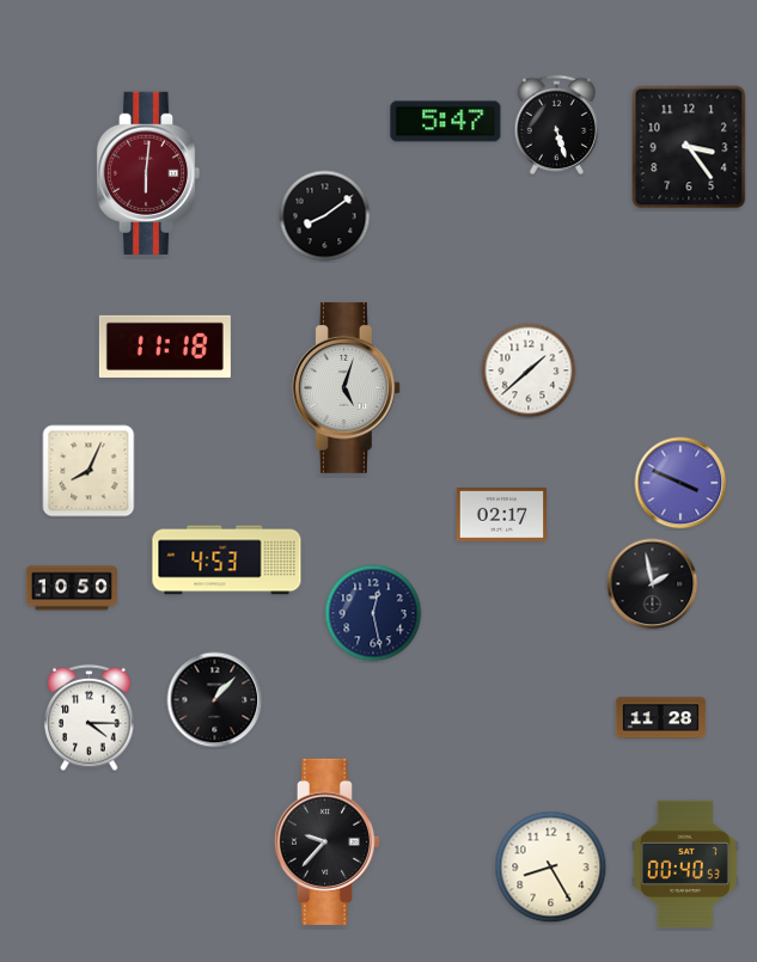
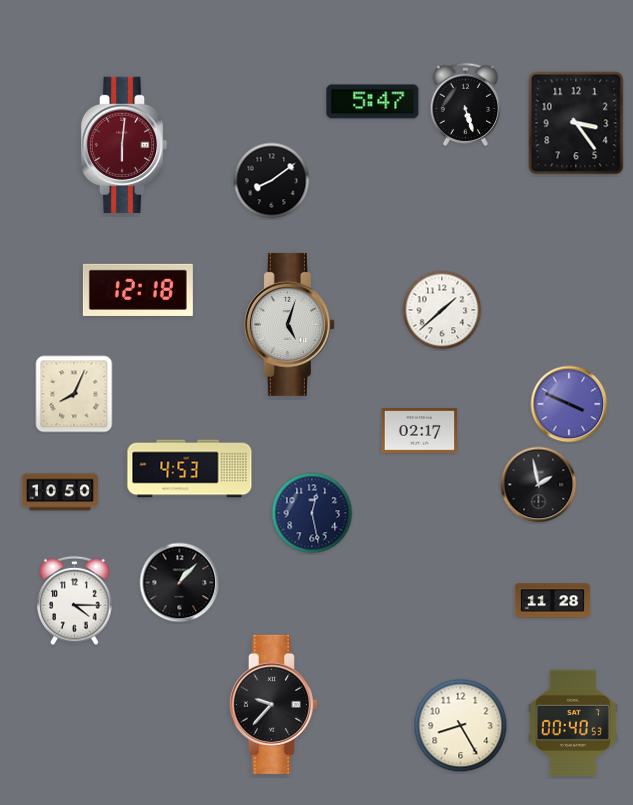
clock at (165, 347): 11:18 -> 12:18
clock at (653, 584) position: (653, 584) -> (539, 485)
clock at (215, 700) position: (215, 700) -> (180, 583)
